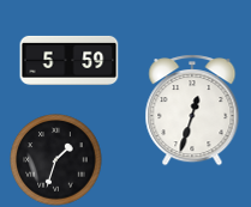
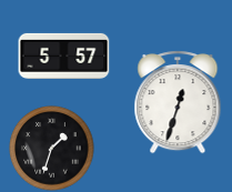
clock at (70, 60): 5:59 -> 5:57
